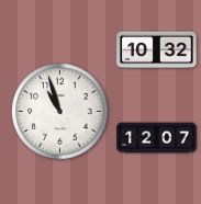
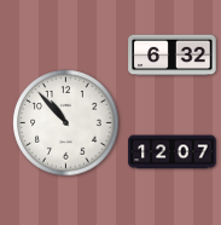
clock at (157, 50): 10:32 -> 6:32
clock at (60, 112): 10:57 -> 10:53
